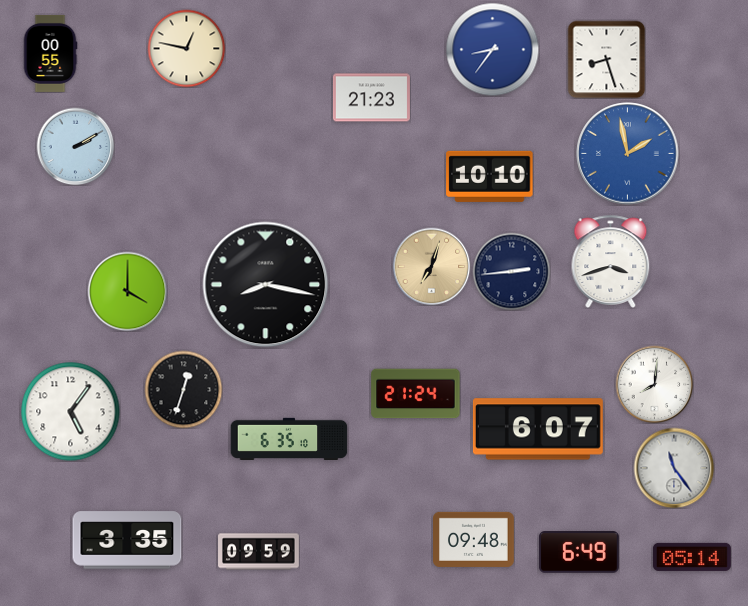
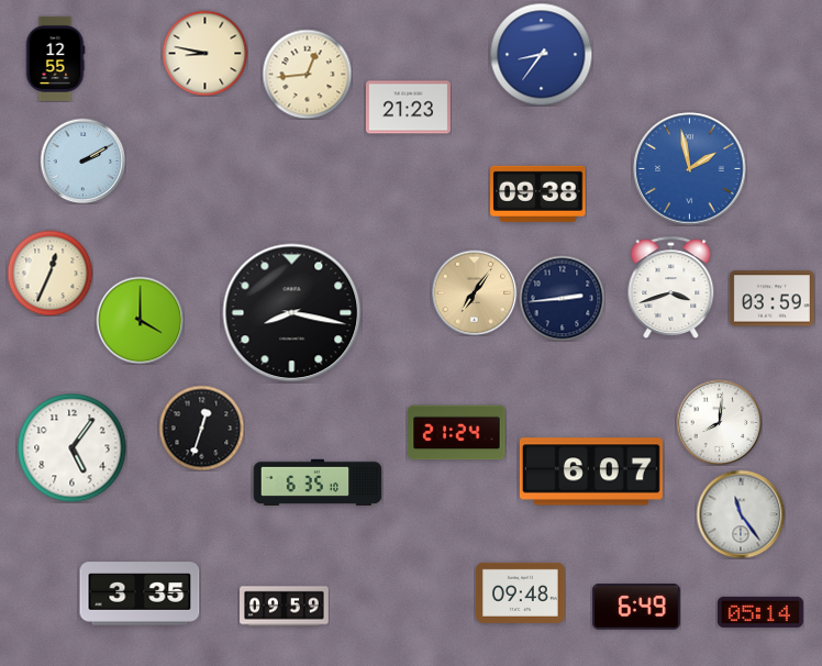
clock at (186, 48): 12:47 -> 8:47
clock at (50, 53): 00:55 -> 12:55
clock at (606, 59): 8:27 -> none
clock at (307, 74): none -> 12:44
clock at (490, 176): 10:10 -> 09:38
clock at (49, 273): none -> 12:34
clock at (431, 266): 7:03 -> 7:06
clock at (771, 299): none -> 03:59
clock at (71, 412) position: (71, 412) -> (73, 448)
